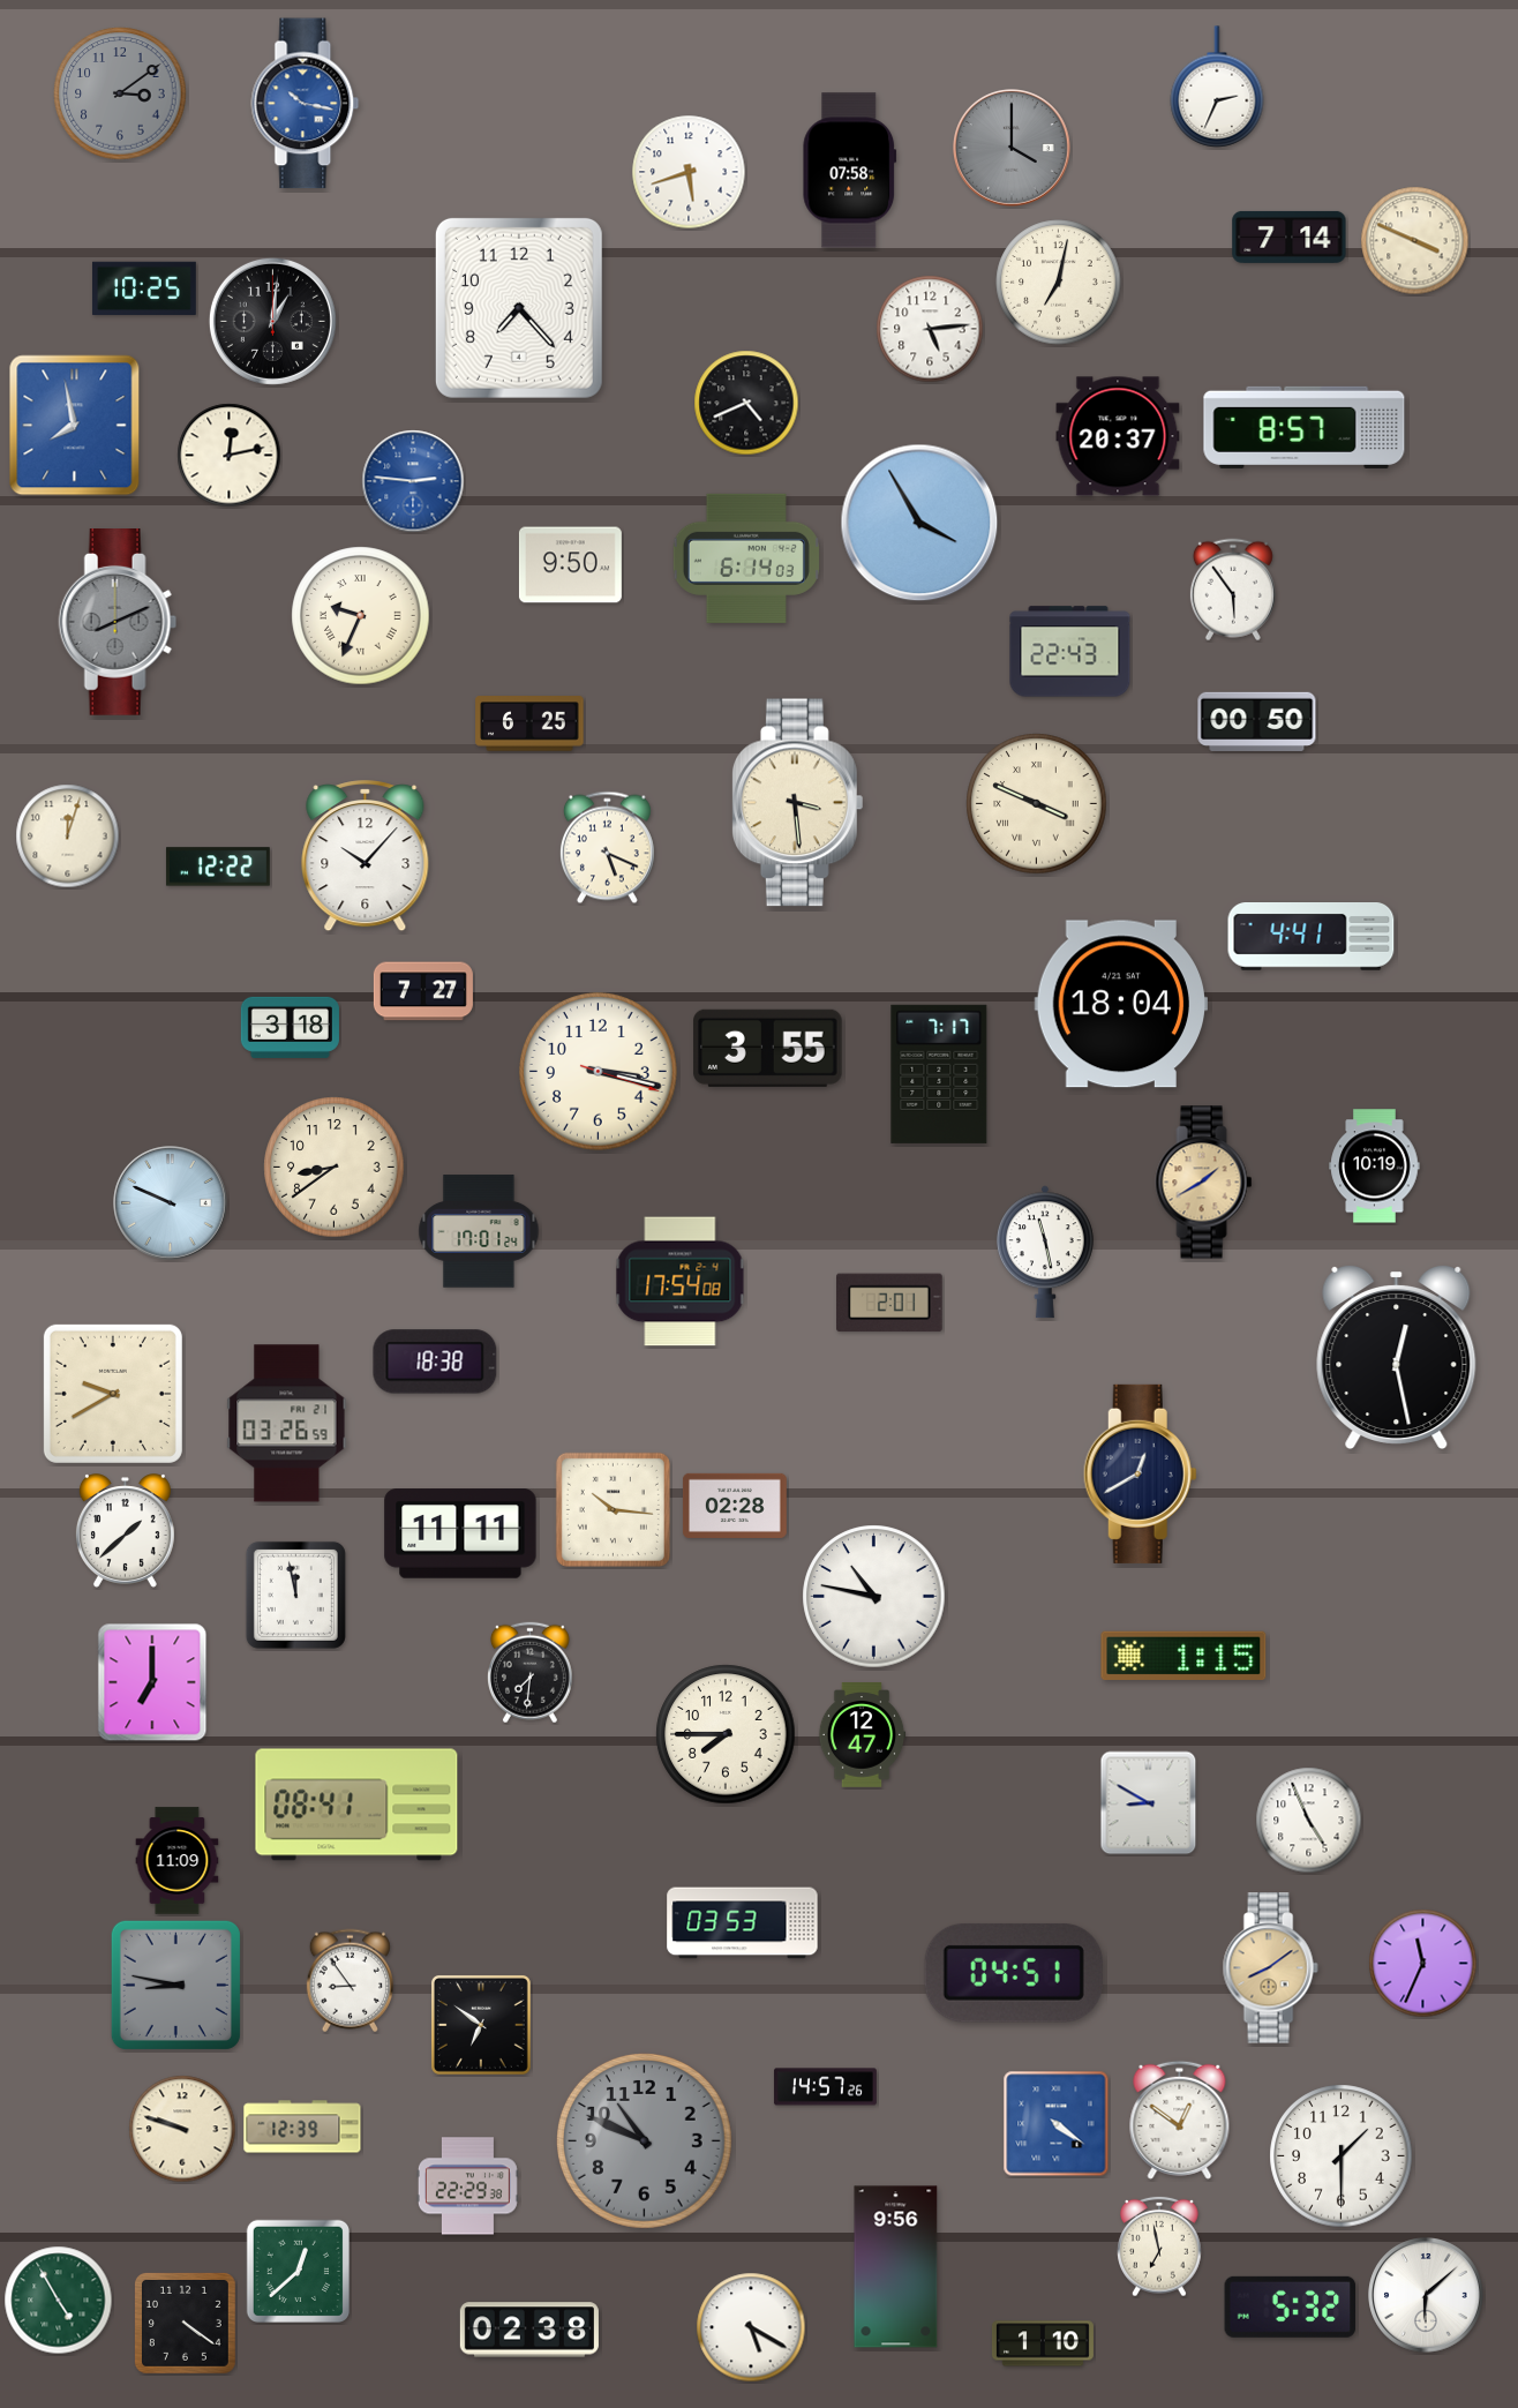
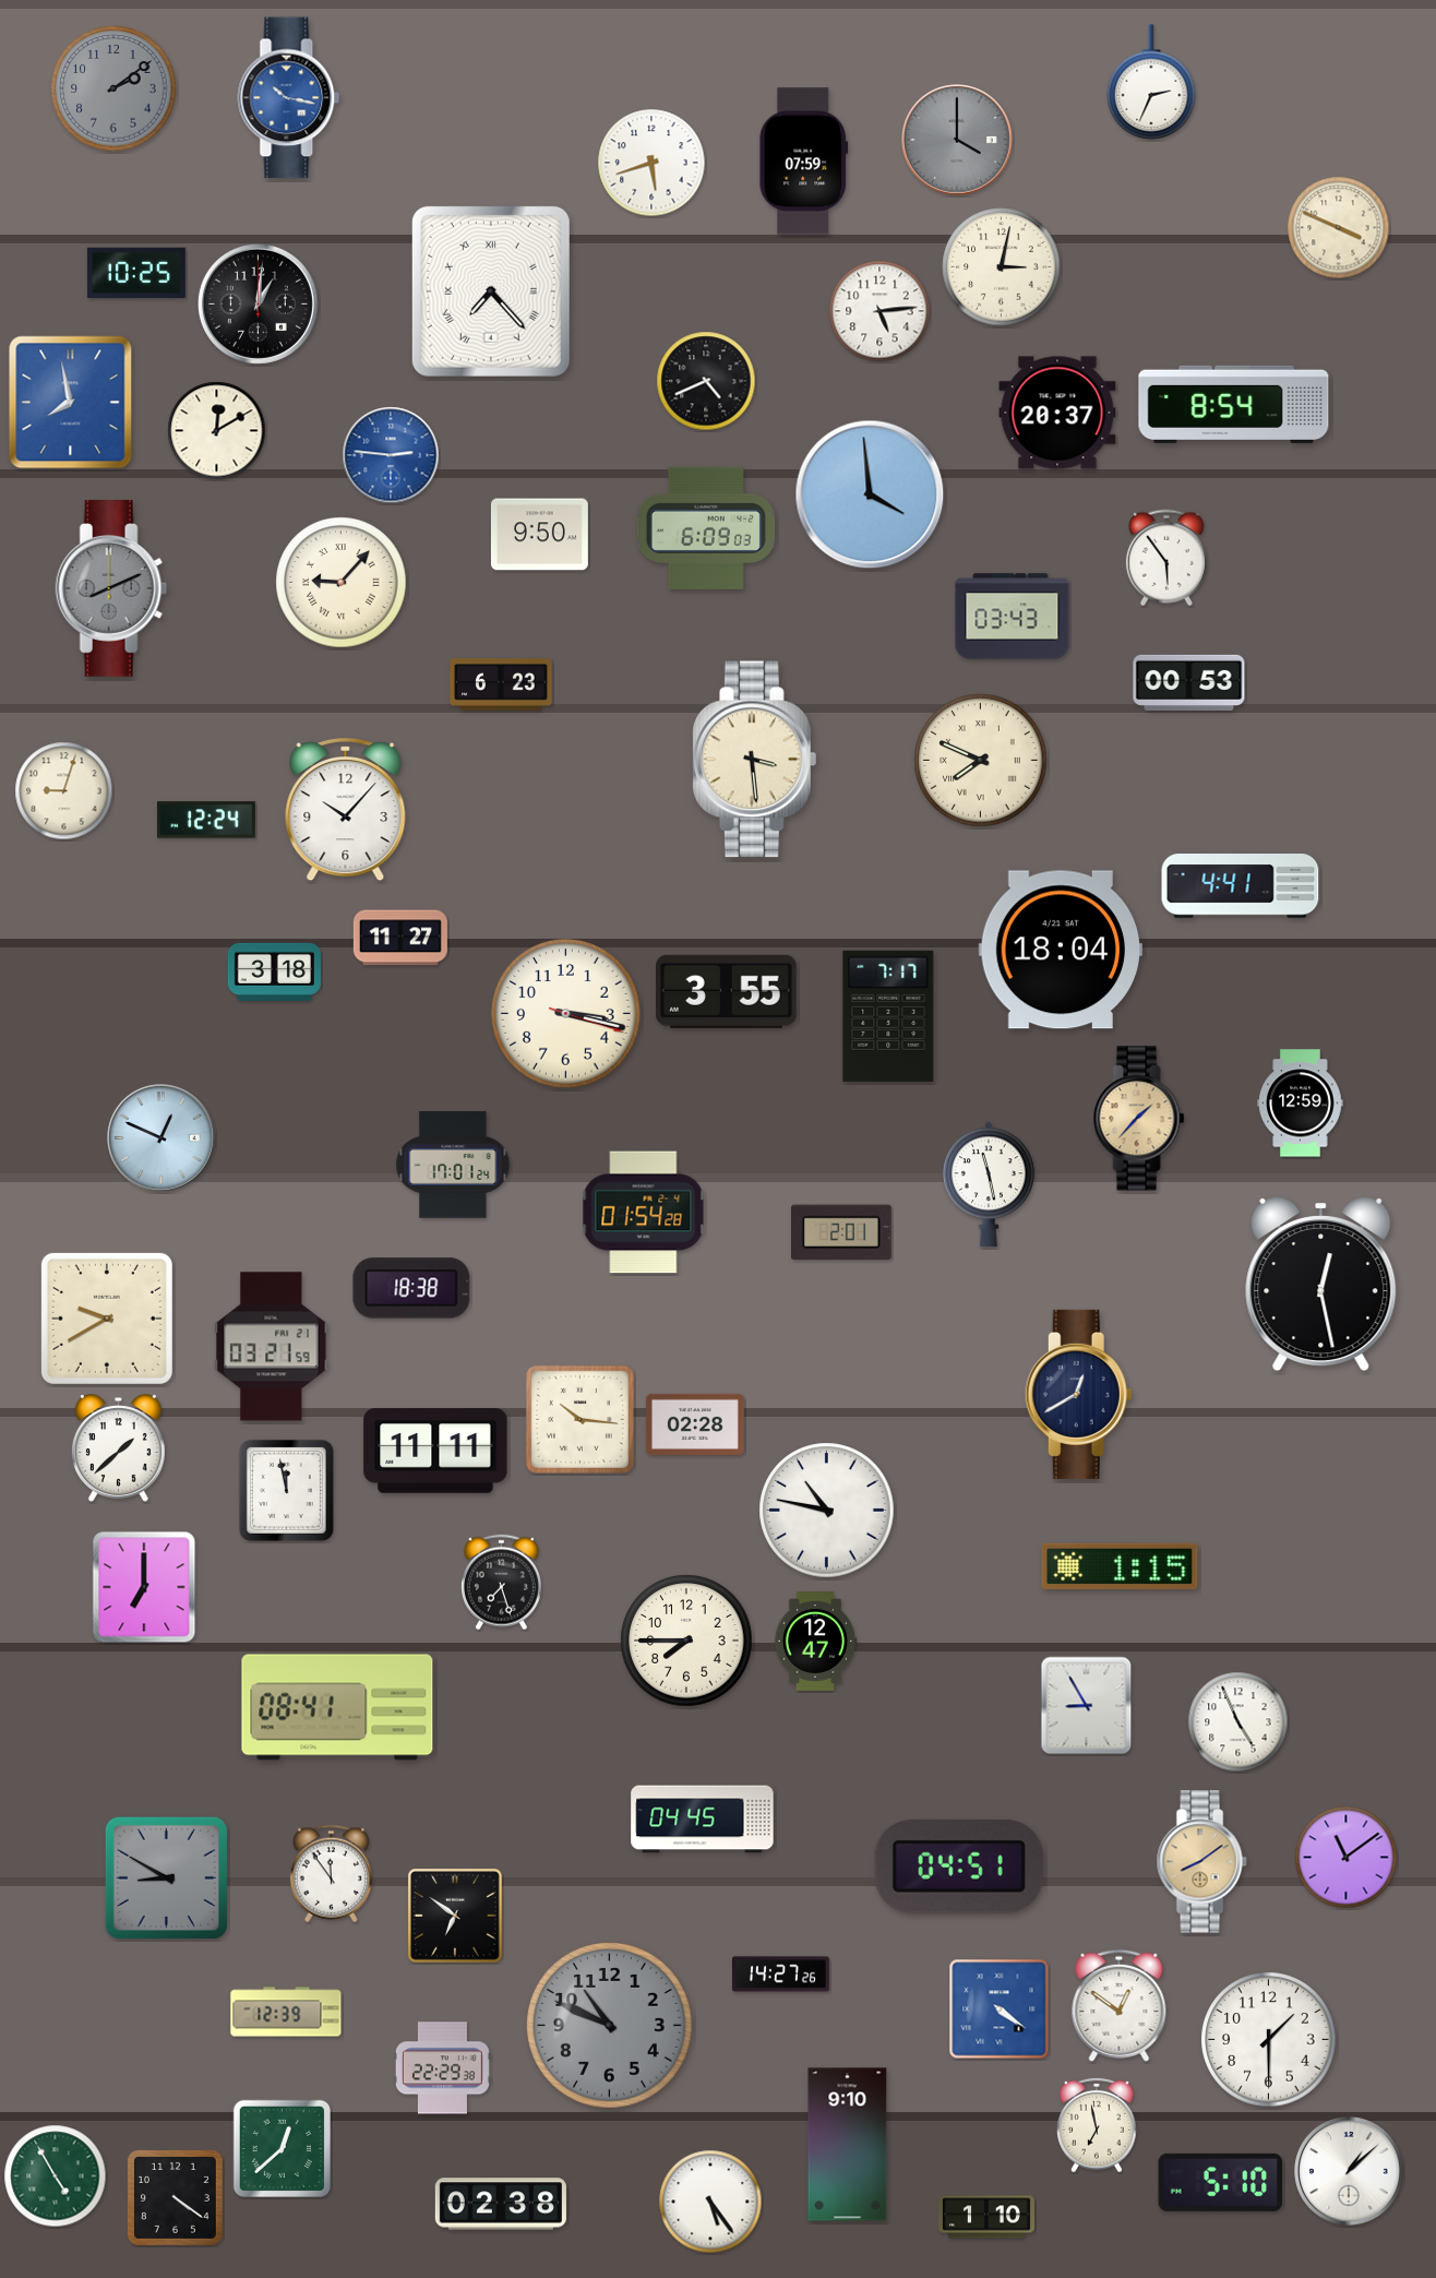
clock at (120, 93): 3:09 -> 2:09
clock at (850, 171): 07:58 -> 07:59
clock at (1290, 237): 7:14 -> none
clock at (1059, 283): 7:02 -> 3:02
clock at (519, 308) numerals: Arabic -> Roman
clock at (1305, 427): 8:57 -> 8:54
clock at (230, 456): 12:13 -> 12:10
clock at (919, 523): 3:55 -> 3:59
clock at (746, 558): 6:14 -> 6:09
clock at (361, 616): 9:34 -> 9:07
clock at (1070, 652): 22:43 -> 03:43
clock at (1257, 721): 00:50 -> 00:53
clock at (529, 723): 6:25 -> 6:23
clock at (1037, 804): 3:49 -> 7:49
clock at (68, 837): 12:03 -> 9:03
clock at (607, 848): 5:19 -> none
clock at (218, 867): 12:22 -> 12:24
clock at (423, 991): 7:27 -> 11:27
clock at (1375, 1167): 10:19 -> 12:59
clock at (335, 1168): 8:39 -> none
clock at (1204, 1183): 1:40 -> 1:37
clock at (171, 1203): 9:49 -> 12:49
clock at (681, 1282): 17:54 -> 01:54
clock at (287, 1424): 03:26 -> 03:21
clock at (613, 1509) position: (613, 1509) -> (579, 1419)
clock at (295, 1595) position: (295, 1595) -> (286, 1490)
clock at (529, 1673): 7:31 -> 7:27
clock at (152, 1682) position: (152, 1682) -> (144, 1587)
clock at (1149, 1803): 8:50 -> 8:55
clock at (178, 1861): 11:09 -> none
clock at (743, 1923): 03:53 -> 04:45
clock at (1423, 1964): 11:34 -> 11:09
clock at (350, 1981): 8:54 -> 11:54
clock at (175, 1985): 8:47 -> 8:50
clock at (825, 2087): 14:57 -> 14:27
clock at (1180, 2120) position: (1180, 2120) -> (1120, 2005)
clock at (182, 2129): 9:48 -> none
clock at (896, 2267): 9:56 -> 9:10
clock at (1426, 2295): 6:08 -> 1:08
clock at (1291, 2306): 5:32 -> 5:10
clock at (751, 2327): 5:20 -> 5:24
